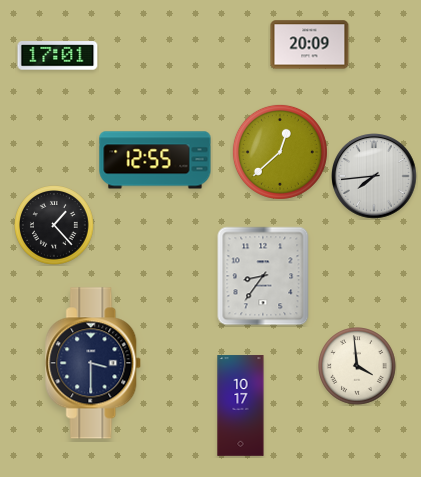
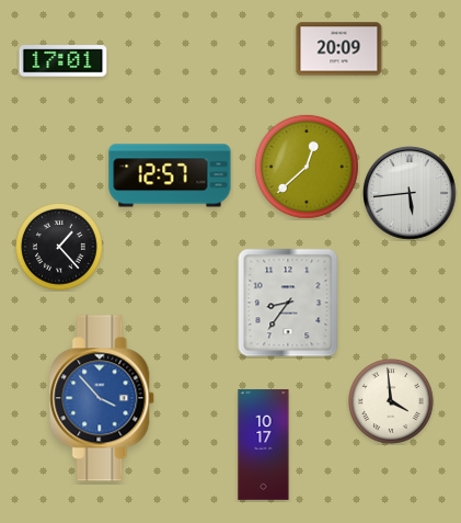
clock at (155, 160): 12:55 -> 12:57
clock at (375, 177): 7:44 -> 5:44
clock at (94, 363): 3:30 -> 3:53
clock at (94, 363) dial: navy -> blue
